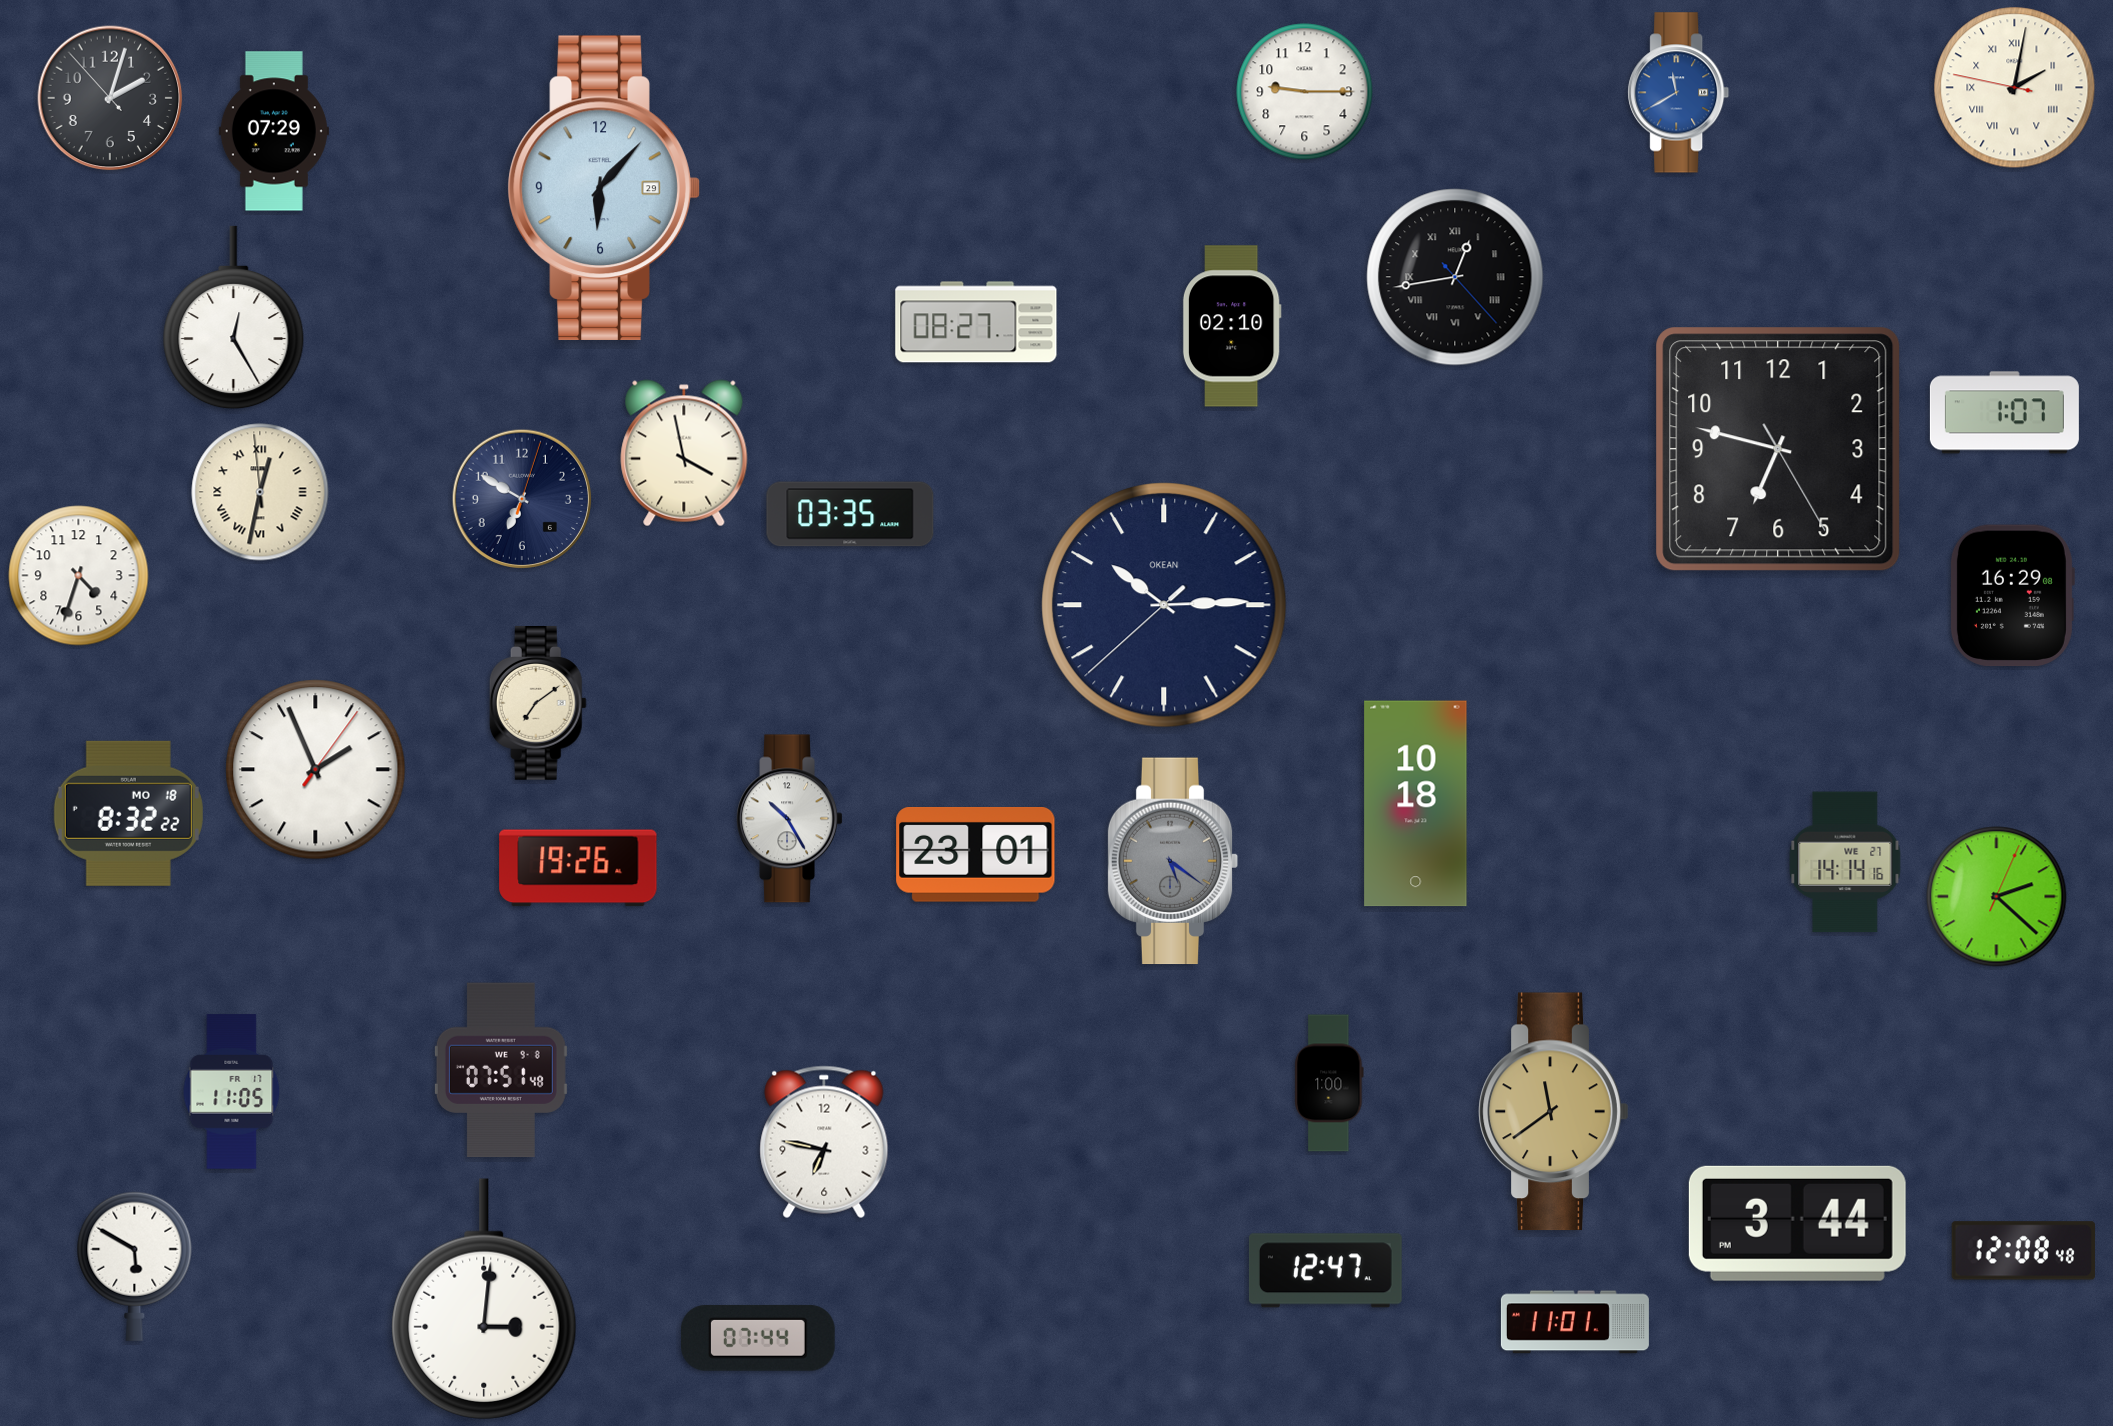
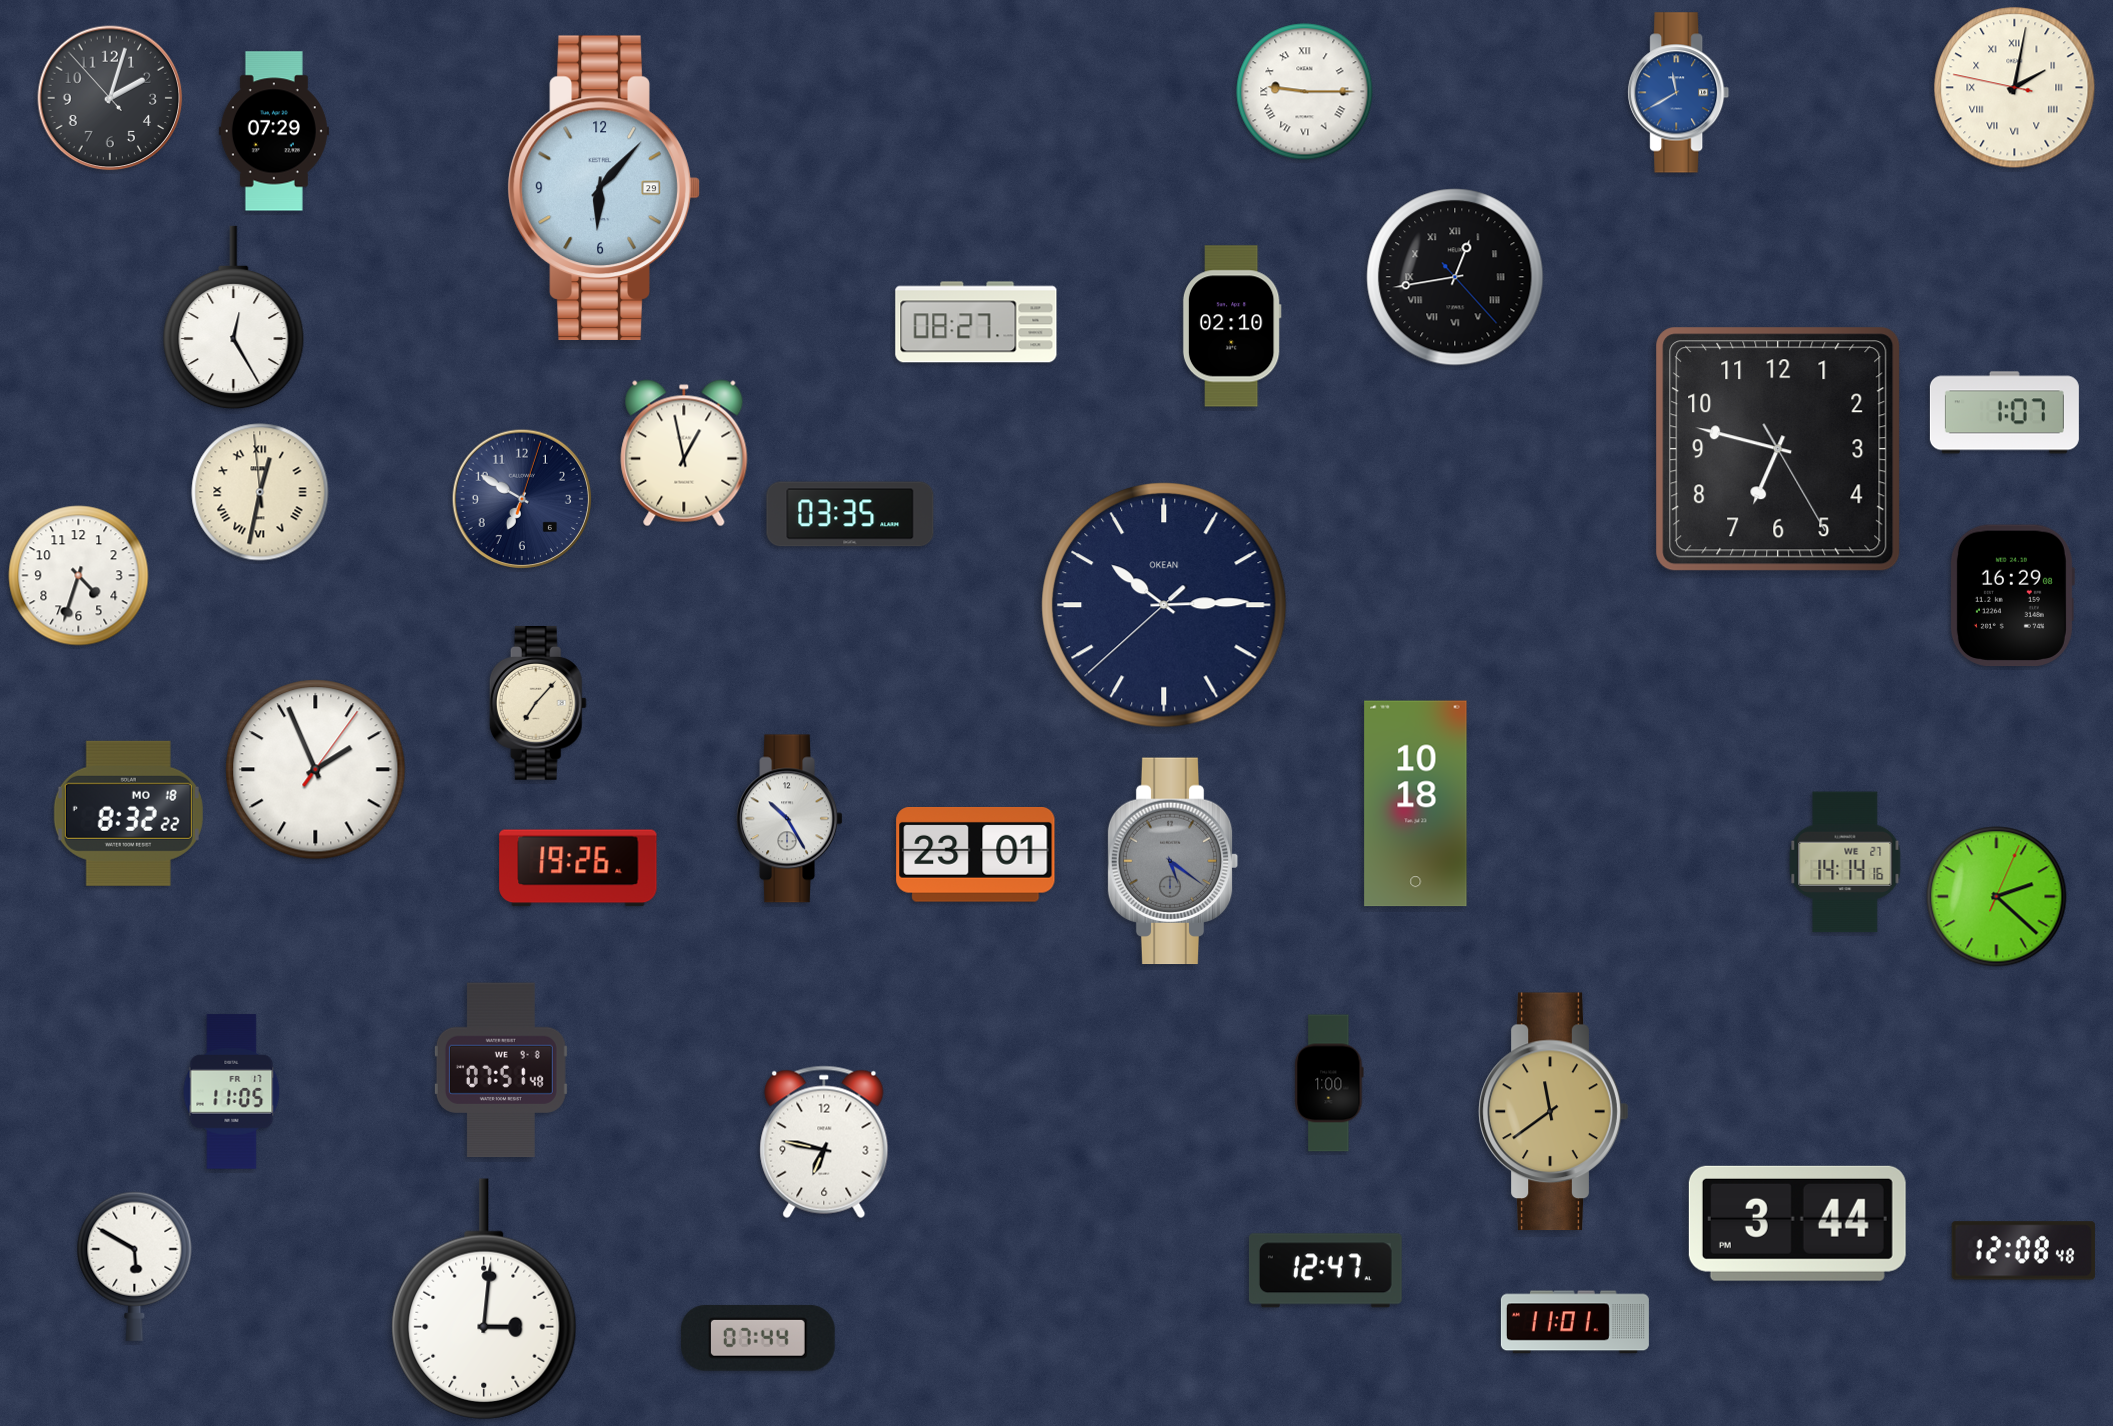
clock at (1305, 92) numerals: Arabic -> Roman
clock at (684, 453): 3:58 -> 12:58
clock at (538, 704): 7:09 -> 7:07
